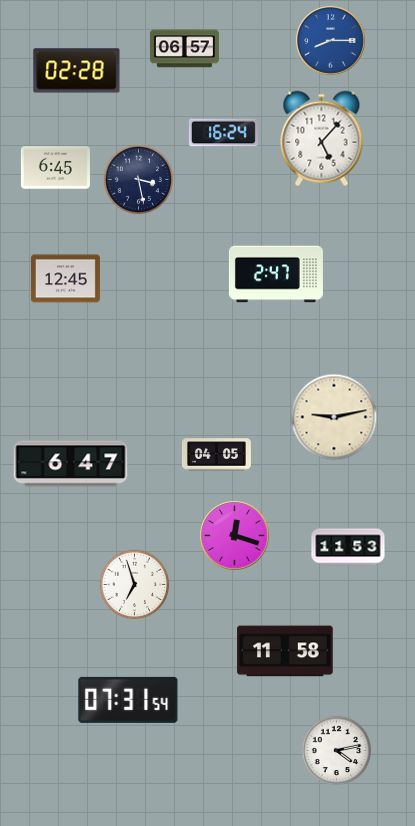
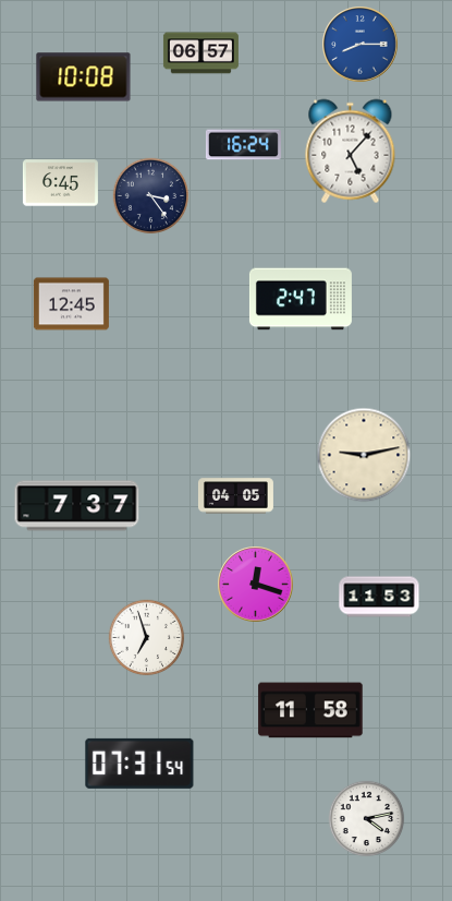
clock at (77, 71): 02:28 -> 10:08
clock at (139, 180): 3:28 -> 3:24
clock at (71, 464): 6:47 -> 7:37
